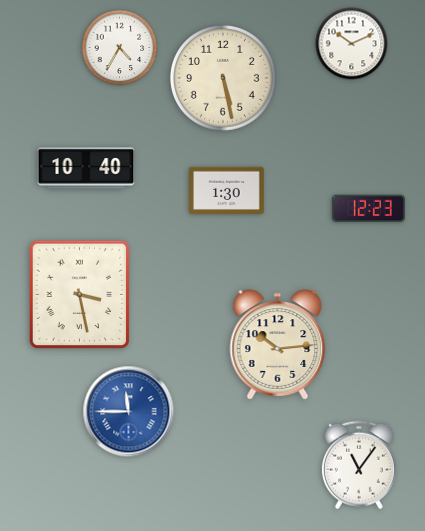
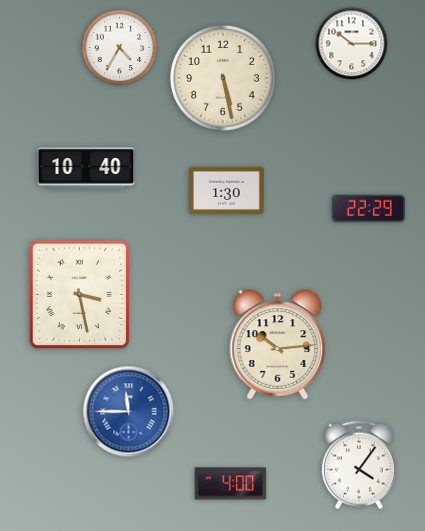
clock at (352, 44): 10:11 -> 10:15
clock at (368, 209): 12:23 -> 22:29
clock at (359, 465): 11:06 -> 4:06
clock at (231, 484): none -> 4:00
